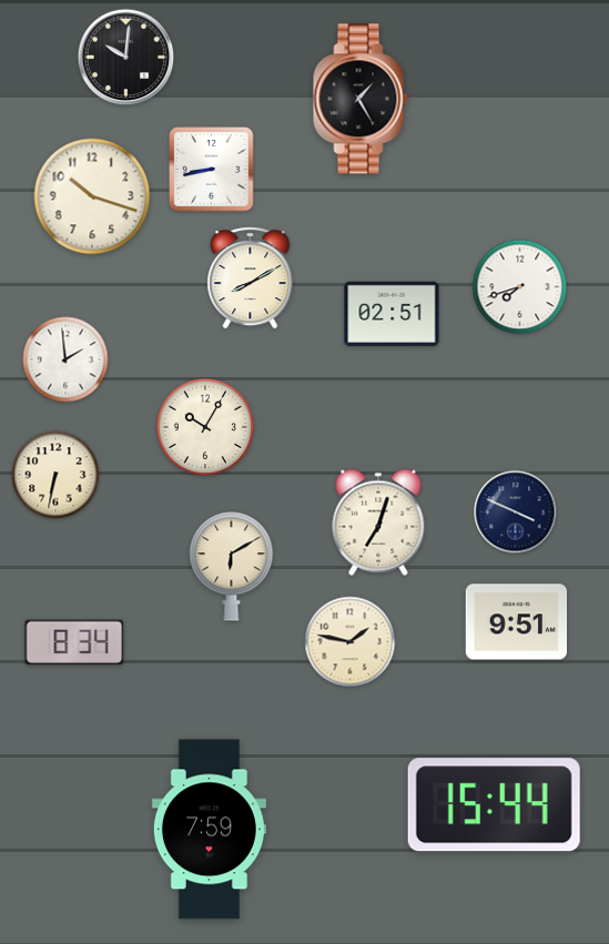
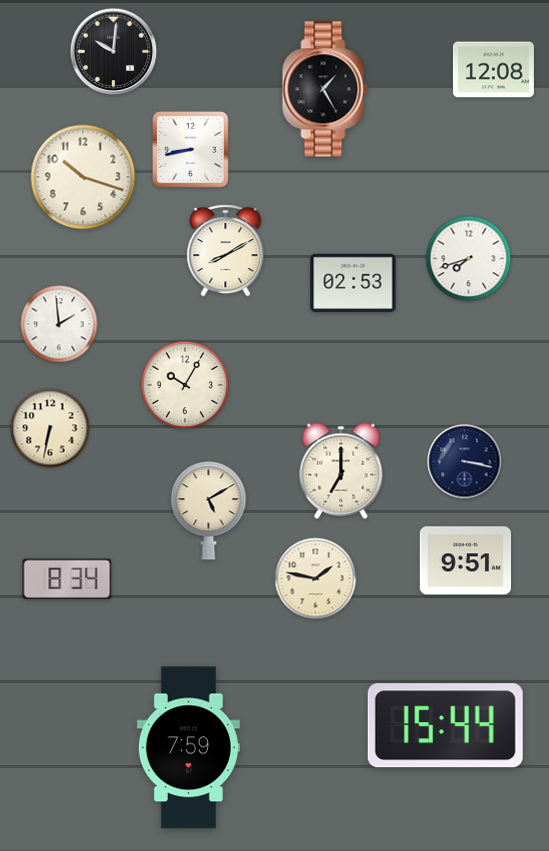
clock at (493, 70): none -> 12:08
clock at (212, 170) position: (212, 170) -> (191, 150)
clock at (392, 314): 02:51 -> 02:53
clock at (516, 512): 3:49 -> 3:17
clock at (378, 522): 7:03 -> 7:00
clock at (232, 567): 6:10 -> 5:10
